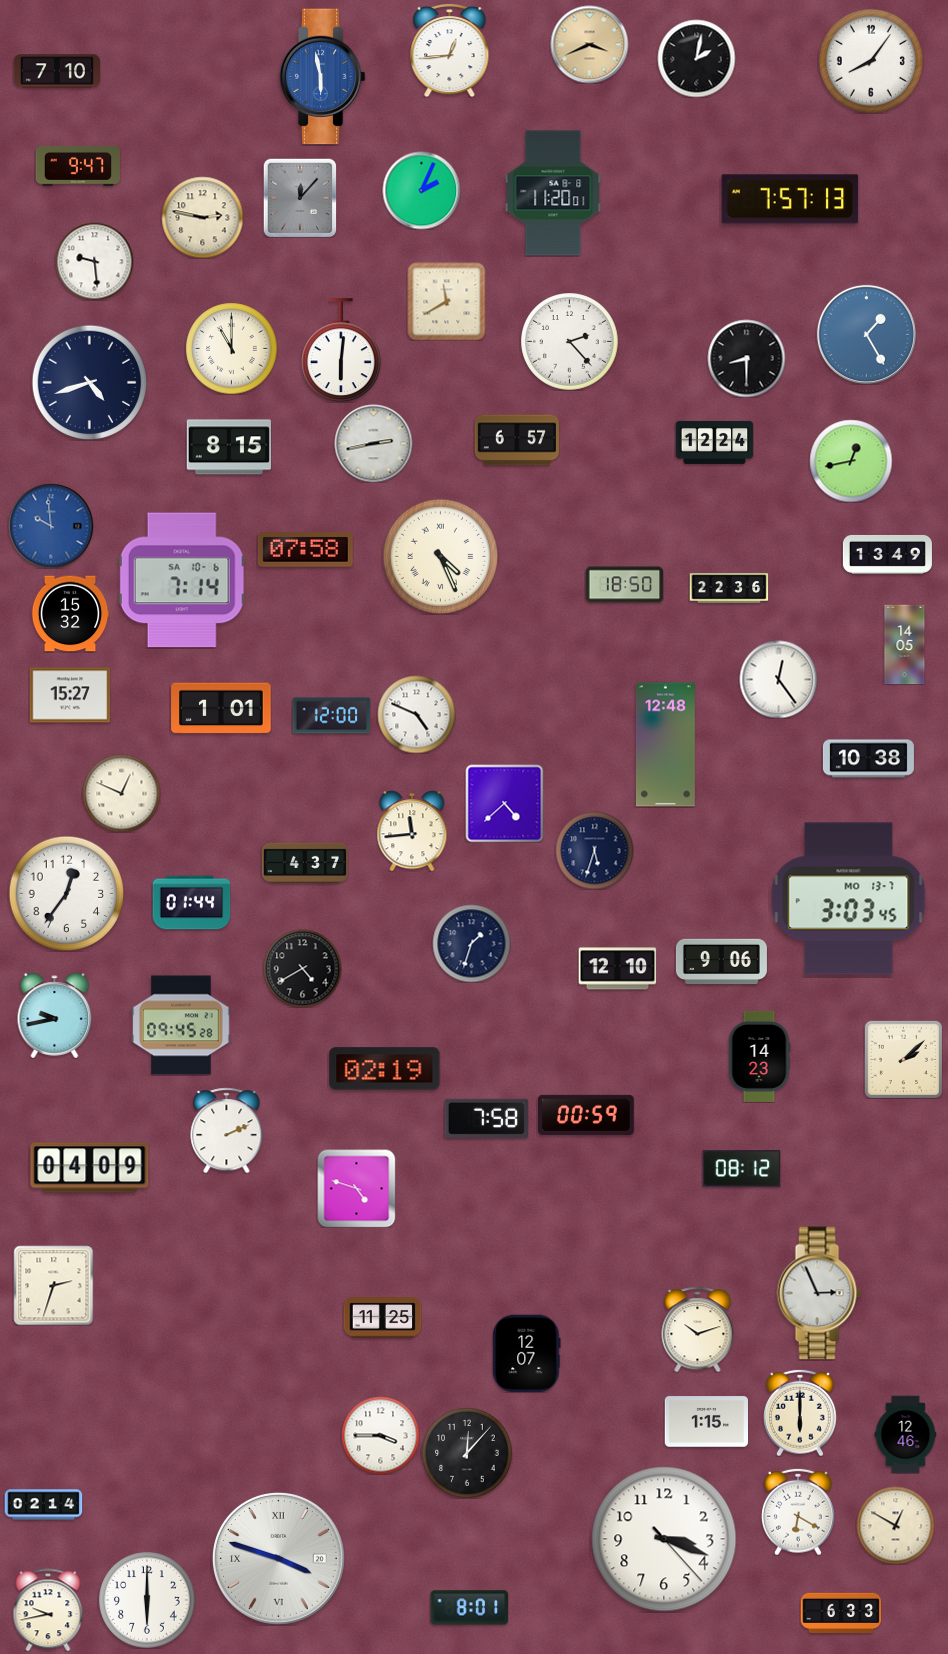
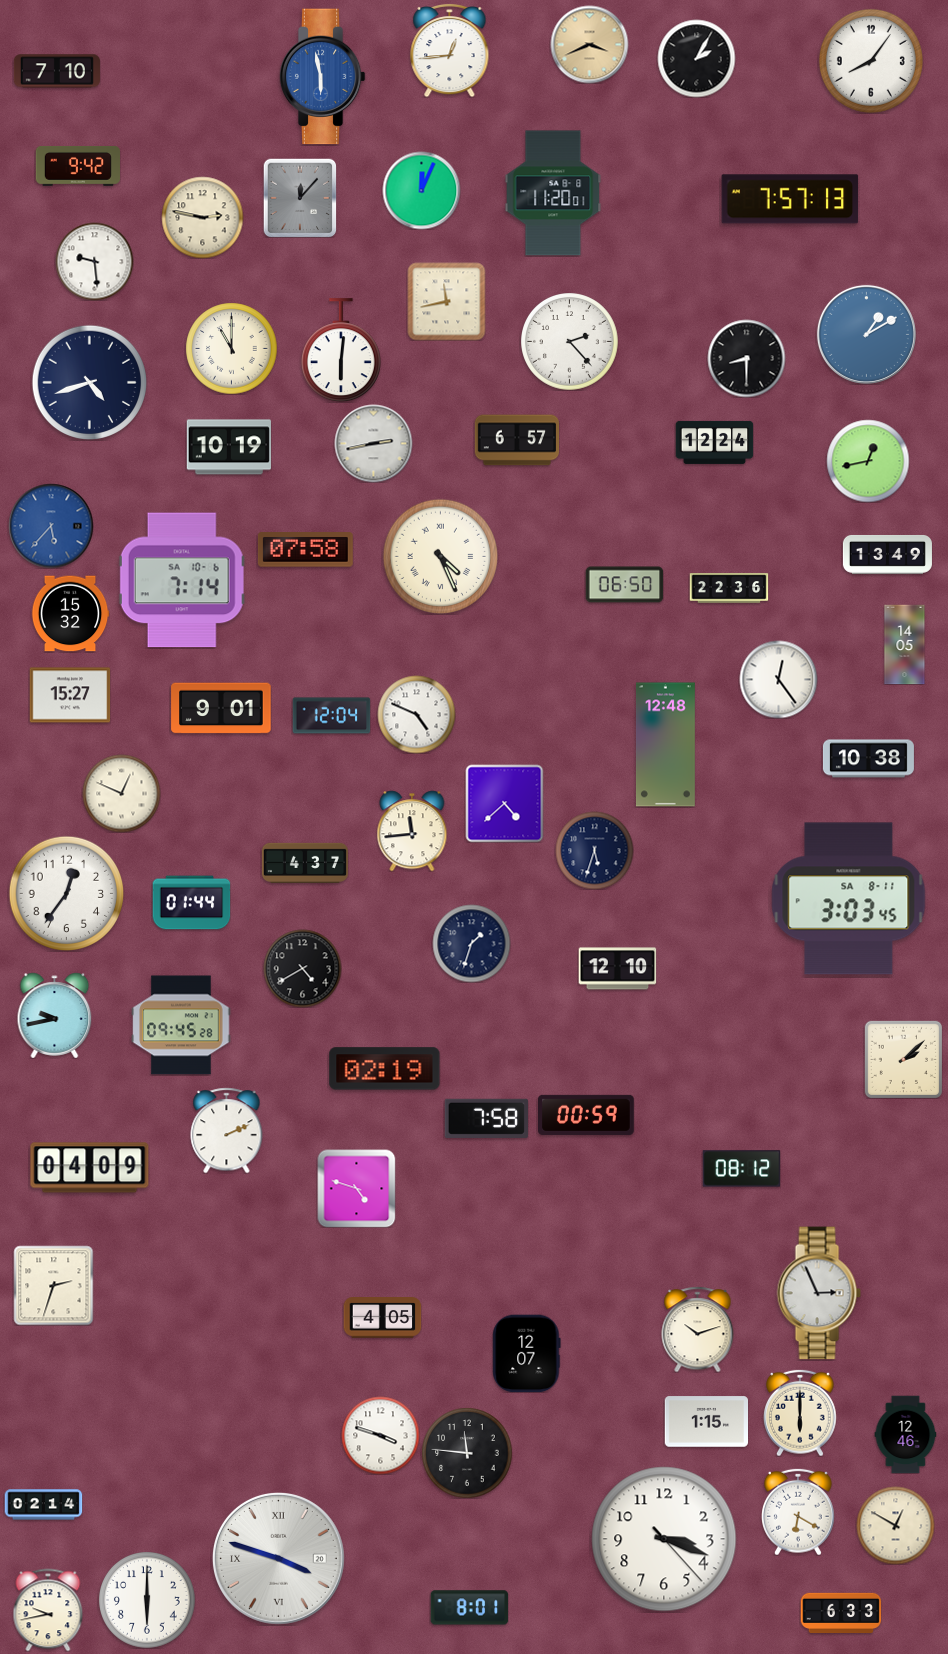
clock at (696, 58): 2:02 -> 2:05
clock at (77, 167): 9:47 -> 9:42
clock at (421, 190): 2:04 -> 12:04
clock at (446, 301): 11:40 -> 11:43
clock at (866, 334): 1:25 -> 1:10
clock at (229, 447): 8:15 -> 10:19
clock at (851, 461) position: (851, 461) -> (868, 461)
clock at (51, 526): 9:59 -> 5:37
clock at (624, 585): 18:50 -> 06:50
clock at (221, 708): 1:01 -> 9:01
clock at (331, 716): 12:00 -> 12:04
clock at (849, 899) date: MO 13-7 -> SA 8-11
clock at (721, 962): 9:06 -> none
clock at (759, 1056): 14:23 -> none
clock at (382, 1318): 11:25 -> 4:05
clock at (380, 1435): 3:45 -> 3:48
clock at (467, 1453): 12:07 -> 11:46
